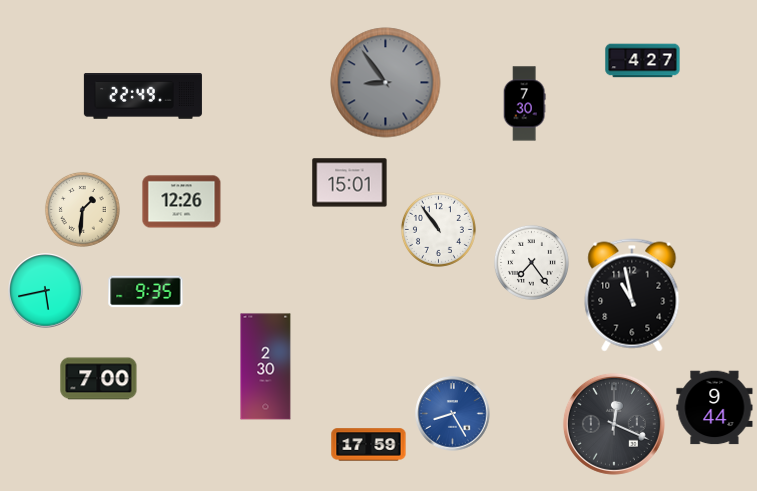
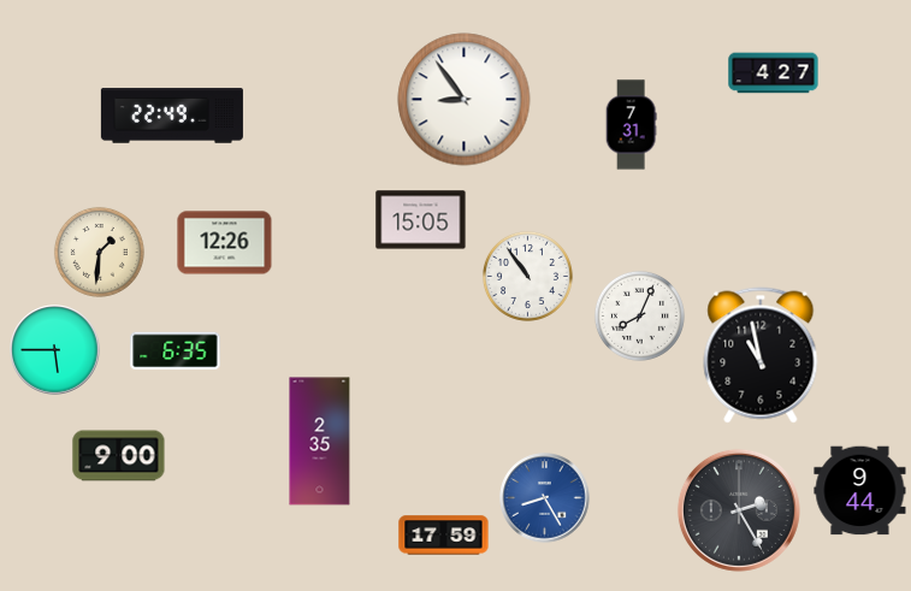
clock at (386, 83) dial: grey -> white
clock at (524, 104): 7:30 -> 7:31
clock at (350, 183): 15:01 -> 15:05
clock at (182, 202) position: (182, 202) -> (225, 243)
clock at (531, 262): 7:24 -> 8:04
clock at (46, 291): 5:43 -> 5:45
clock at (146, 292): 9:35 -> 6:35
clock at (266, 367): 2:30 -> 2:35
clock at (99, 379): 7:00 -> 9:00
clock at (614, 424): 12:19 -> 2:25
